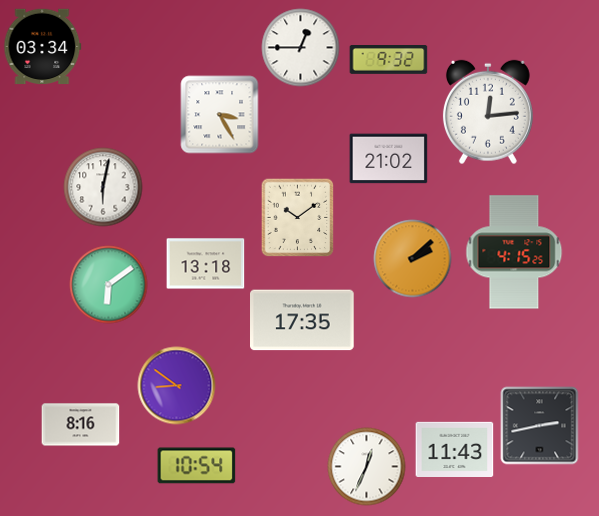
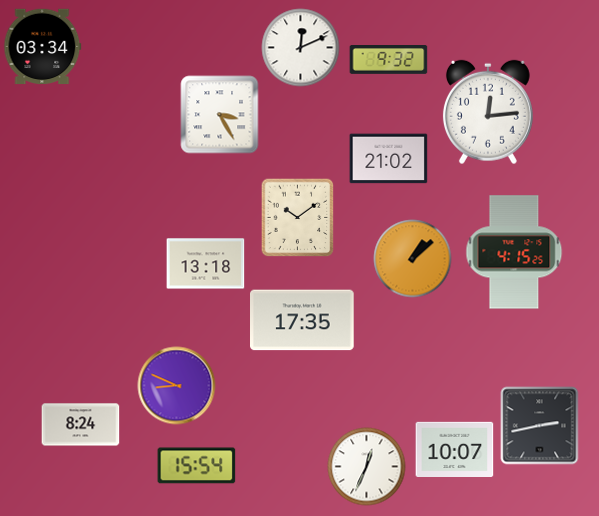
clock at (300, 47): 12:45 -> 12:11
clock at (103, 187): 6:02 -> none
clock at (412, 258): 2:08 -> 1:08
clock at (108, 284): 6:09 -> none
clock at (176, 385): 8:51 -> 8:49
clock at (80, 425): 8:16 -> 8:24
clock at (454, 449): 11:43 -> 10:07
clock at (196, 466): 10:54 -> 15:54
